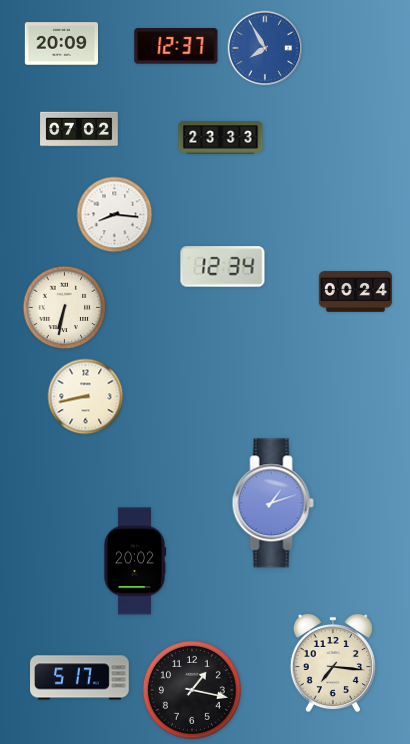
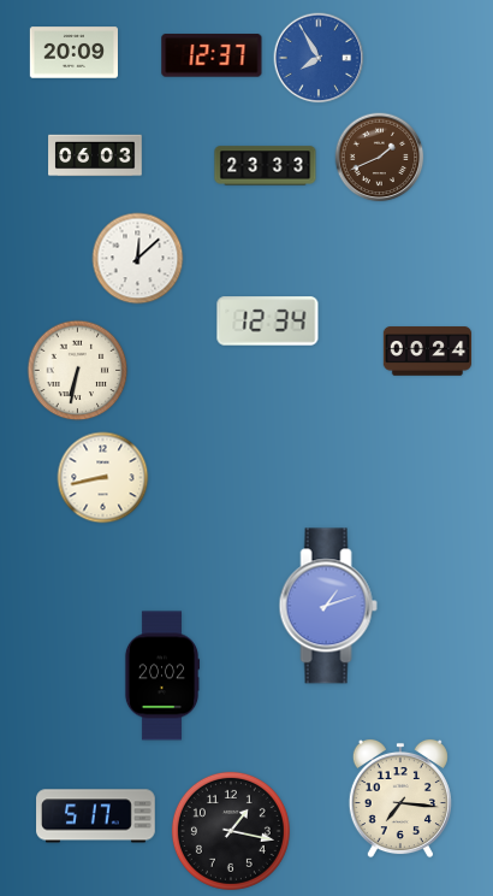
clock at (79, 129): 07:02 -> 06:03
clock at (380, 158): none -> 1:41
clock at (115, 215): 8:16 -> 12:08
